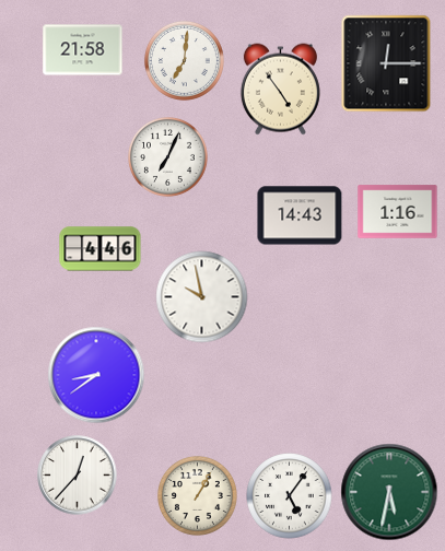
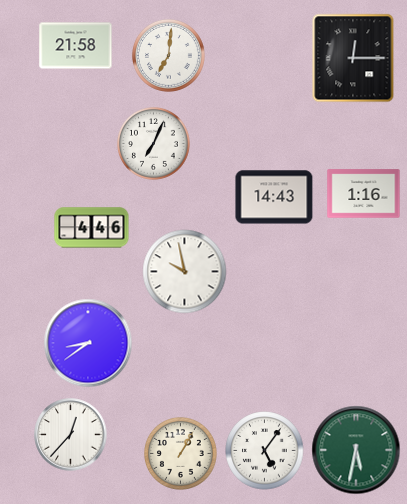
clock at (280, 90): 4:54 -> none
clock at (290, 496) position: (290, 496) -> (265, 451)
